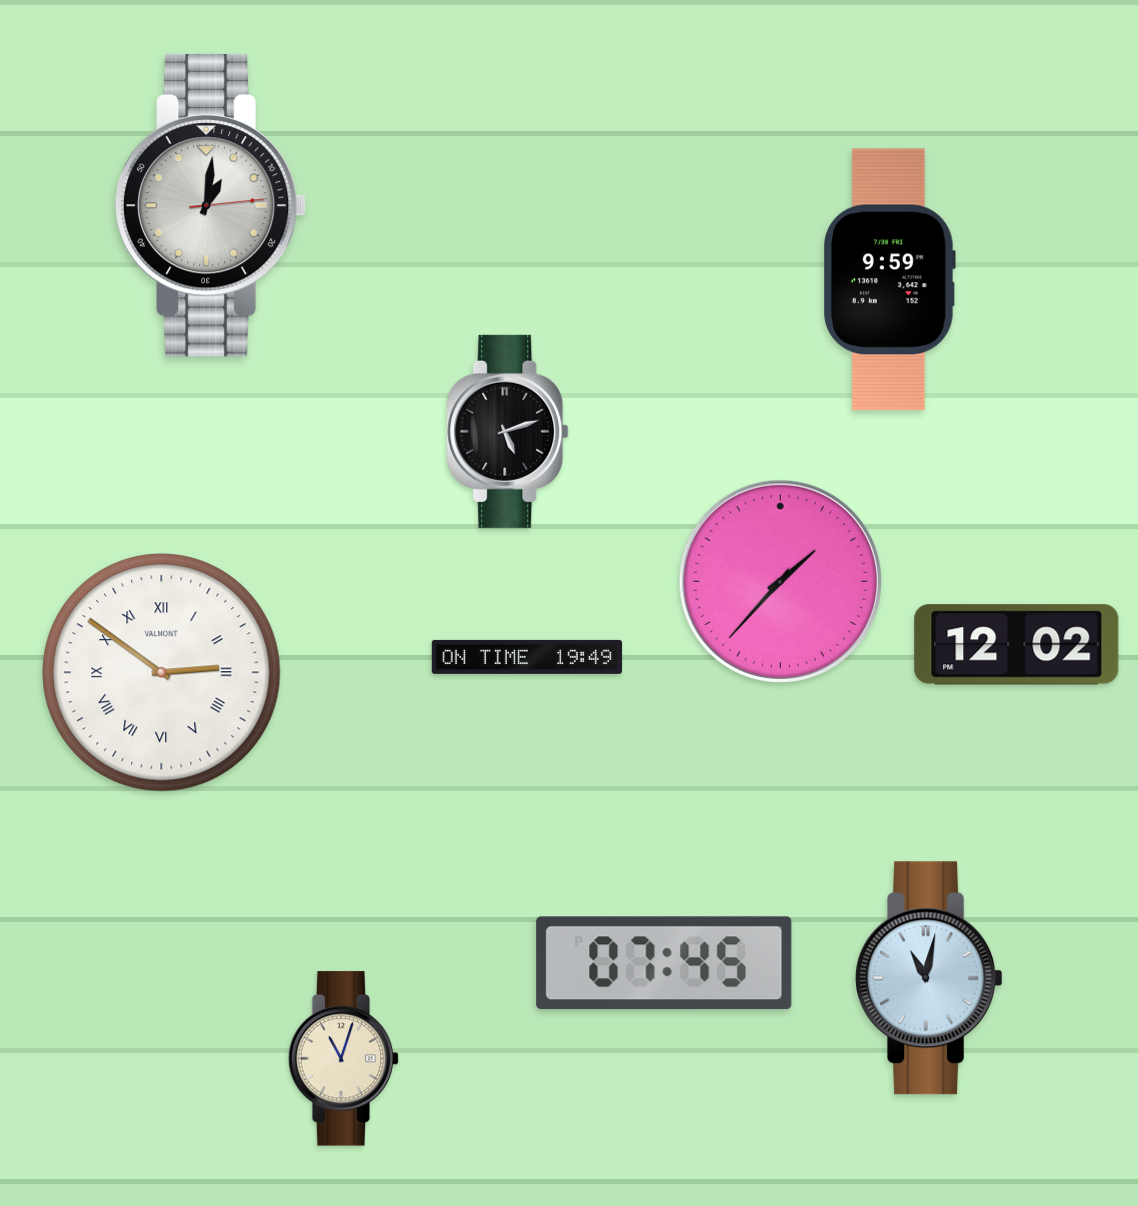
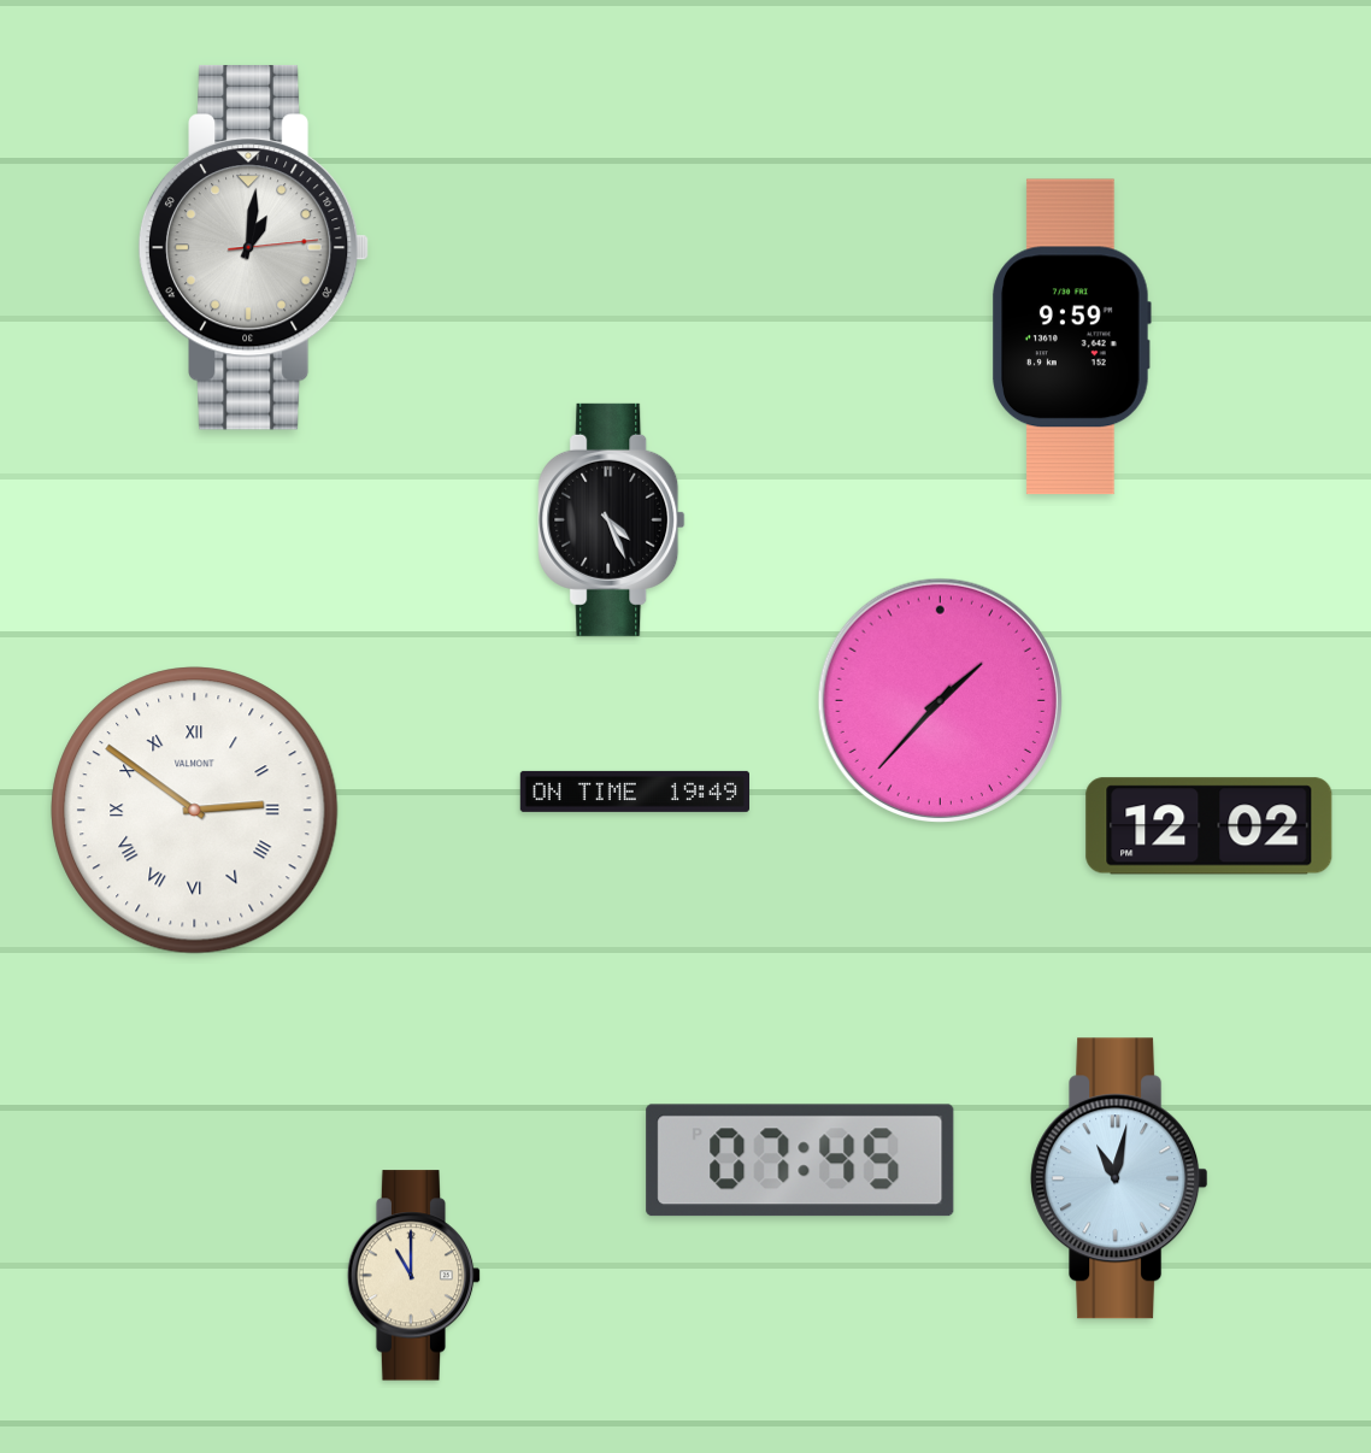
clock at (508, 431): 5:12 -> 4:26
clock at (1017, 645) position: (1017, 645) -> (1210, 826)
clock at (344, 1059): 11:03 -> 11:00
